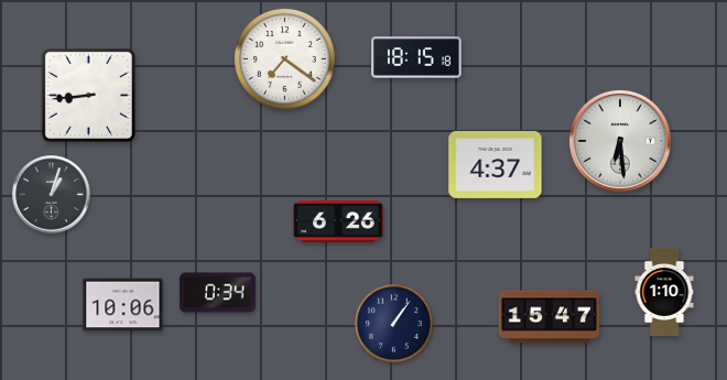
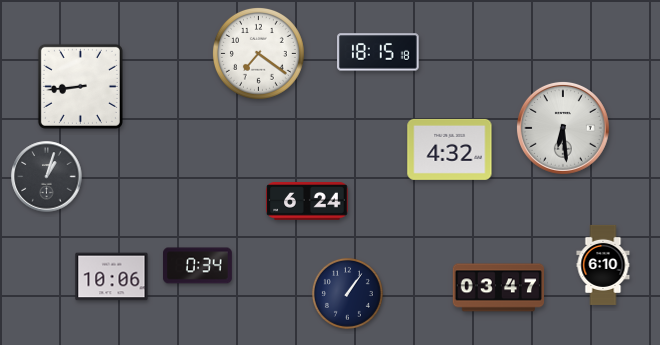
clock at (496, 164): 4:37 -> 4:32
clock at (338, 222): 6:26 -> 6:24
clock at (664, 292): 1:10 -> 6:10
clock at (549, 317): 15:47 -> 03:47
clock at (393, 323) position: (393, 323) -> (347, 293)
